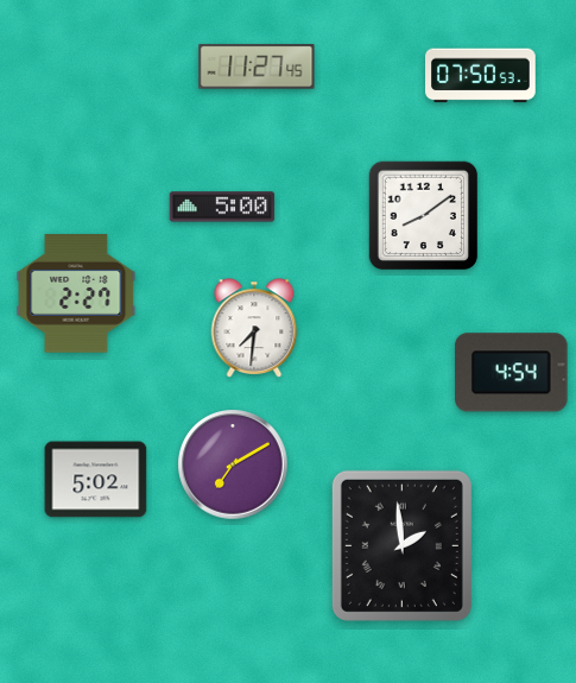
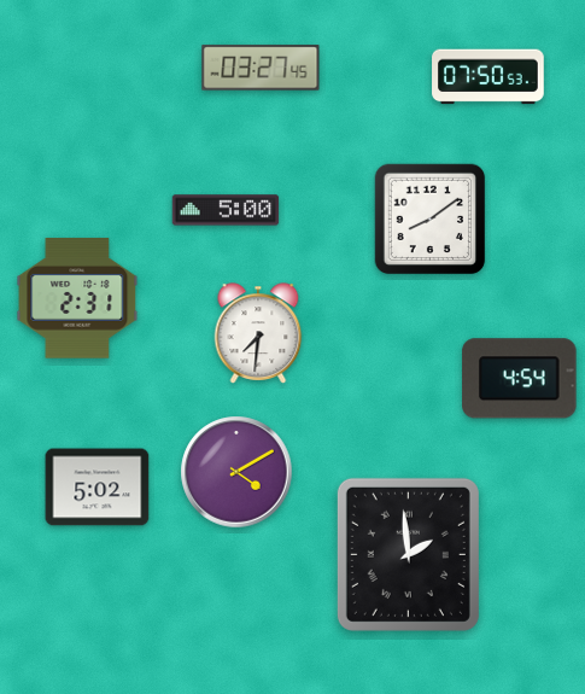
clock at (257, 67): 11:27 -> 03:27
clock at (76, 293): 2:27 -> 2:31
clock at (233, 464): 7:10 -> 4:10
